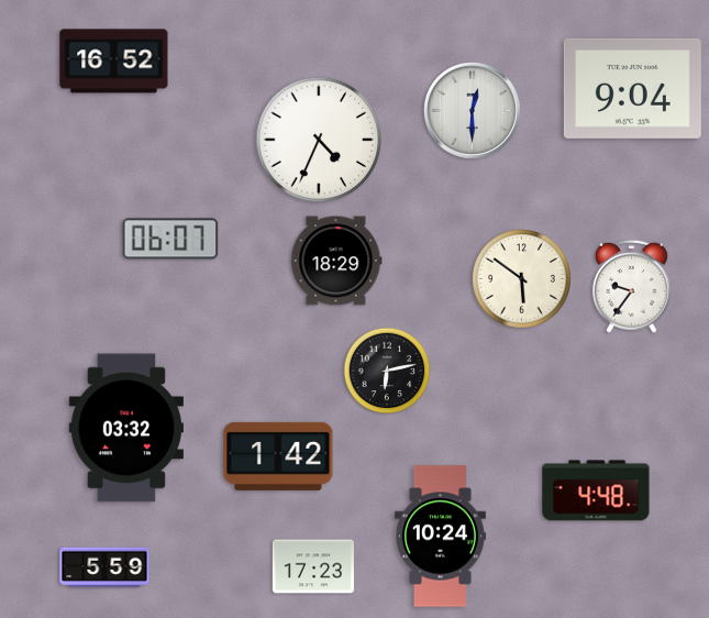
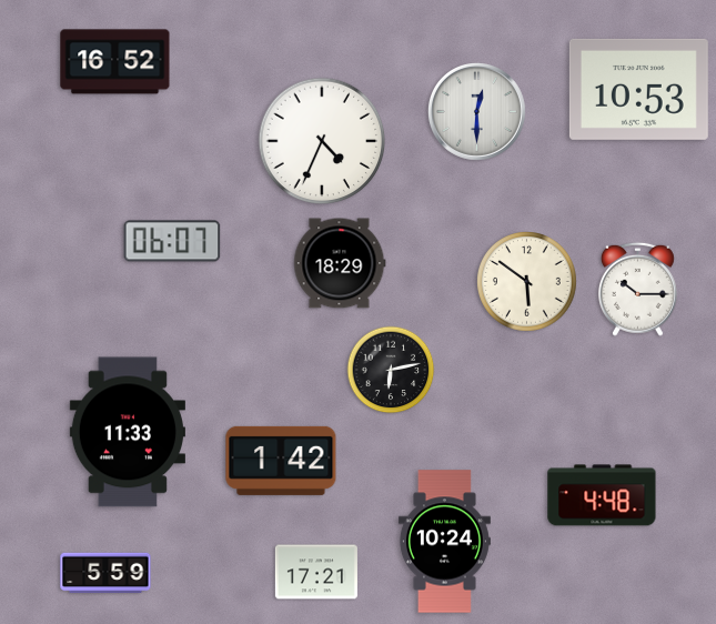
clock at (632, 88): 9:04 -> 10:53
clock at (631, 286): 9:36 -> 10:15
clock at (387, 371) position: (387, 371) -> (391, 370)
clock at (126, 428): 03:32 -> 11:33
clock at (313, 566): 17:23 -> 17:21
